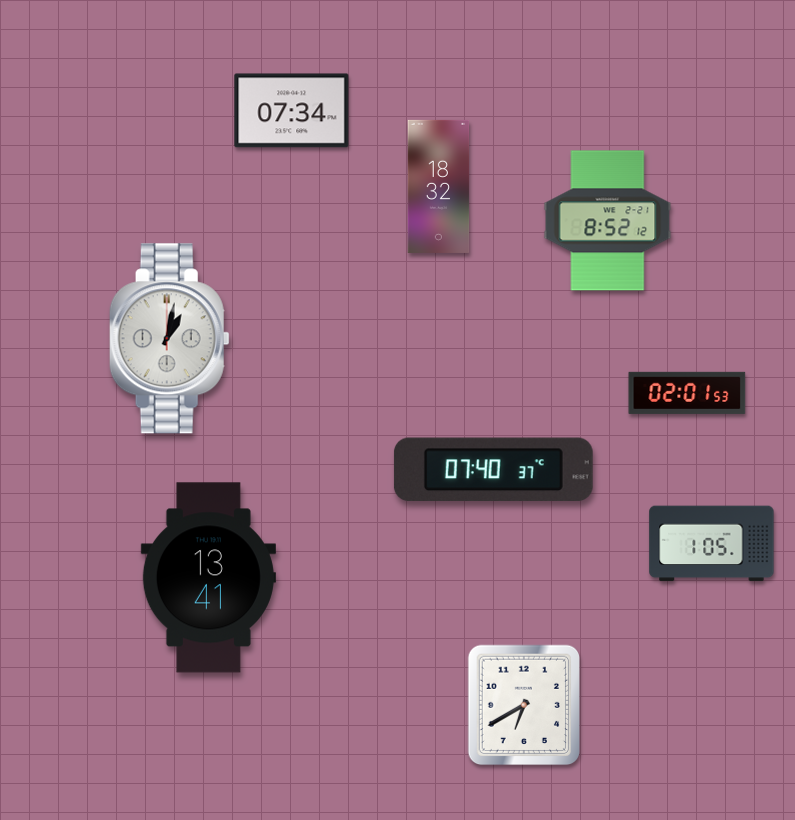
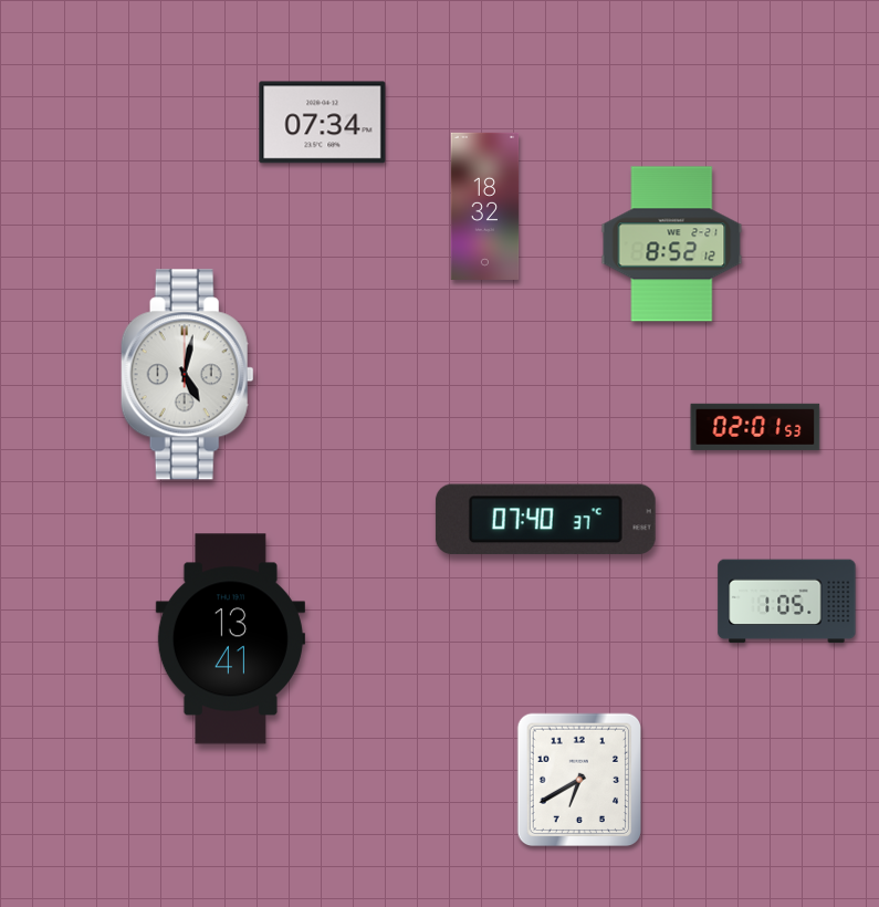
clock at (169, 339): 1:02 -> 5:02
clock at (687, 393) position: (687, 393) -> (755, 427)
